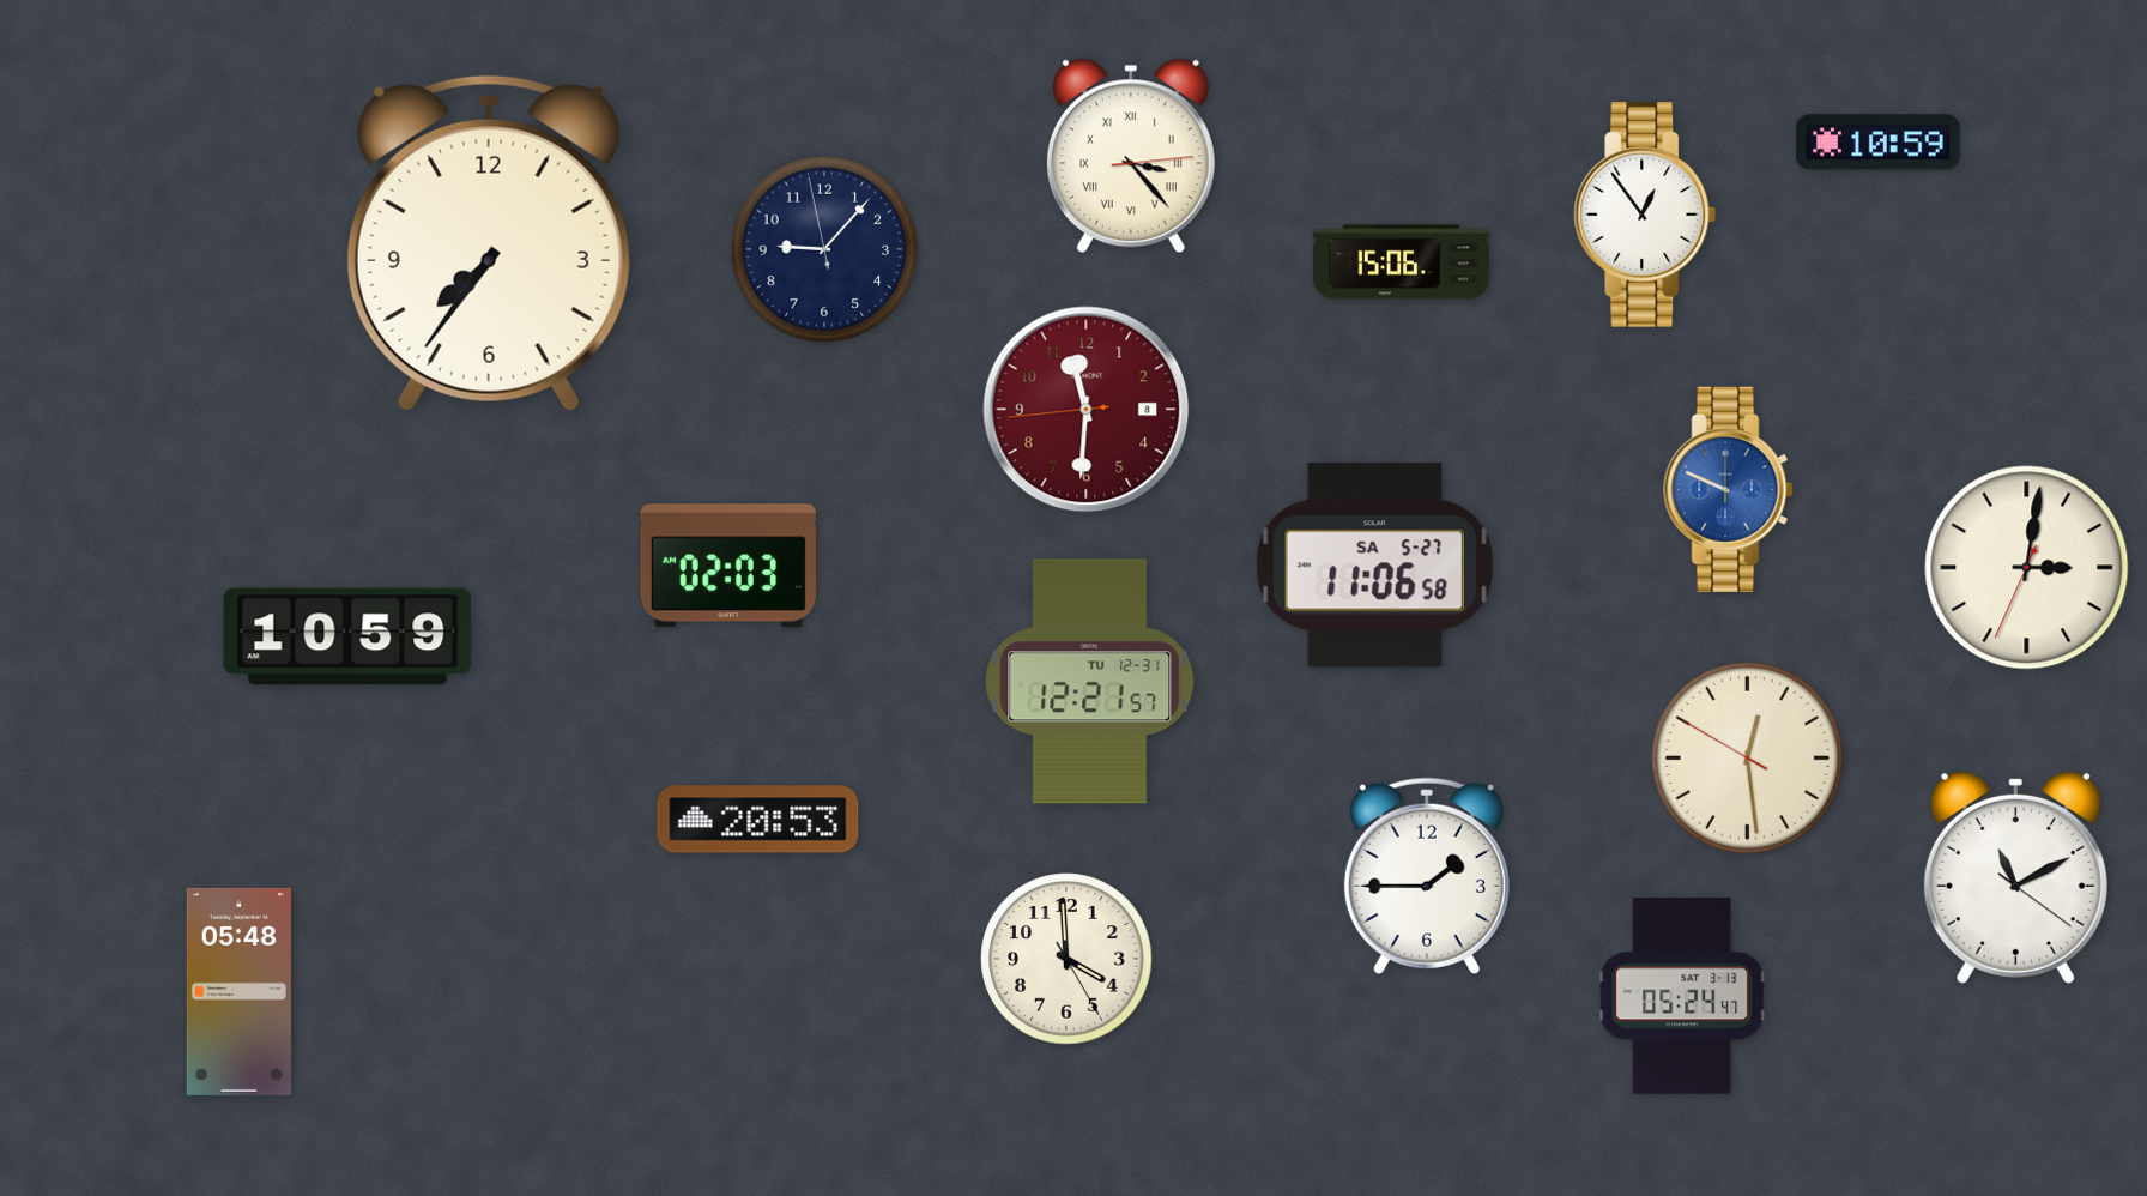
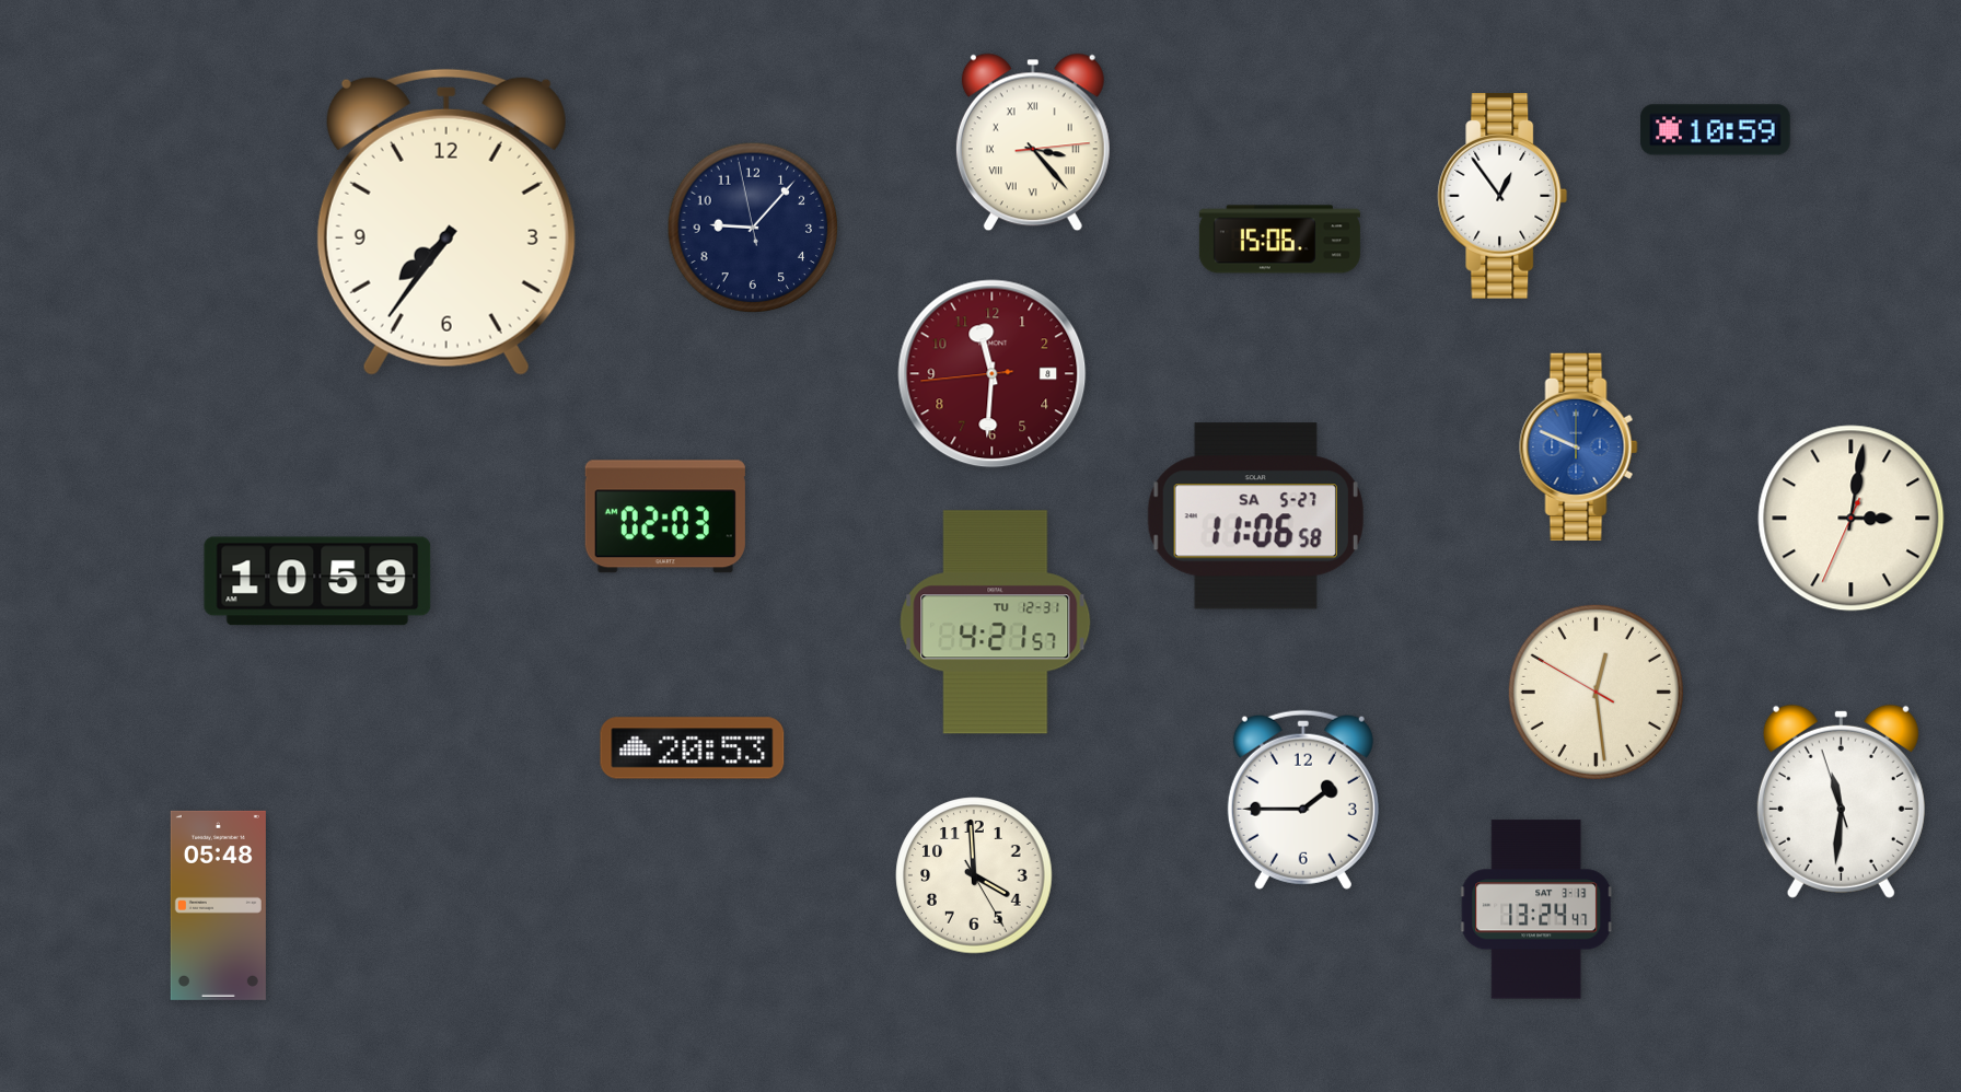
clock at (1090, 682): 12:21 -> 4:21
clock at (2015, 877): 11:10 -> 11:30
clock at (1682, 996): 05:24 -> 13:24
